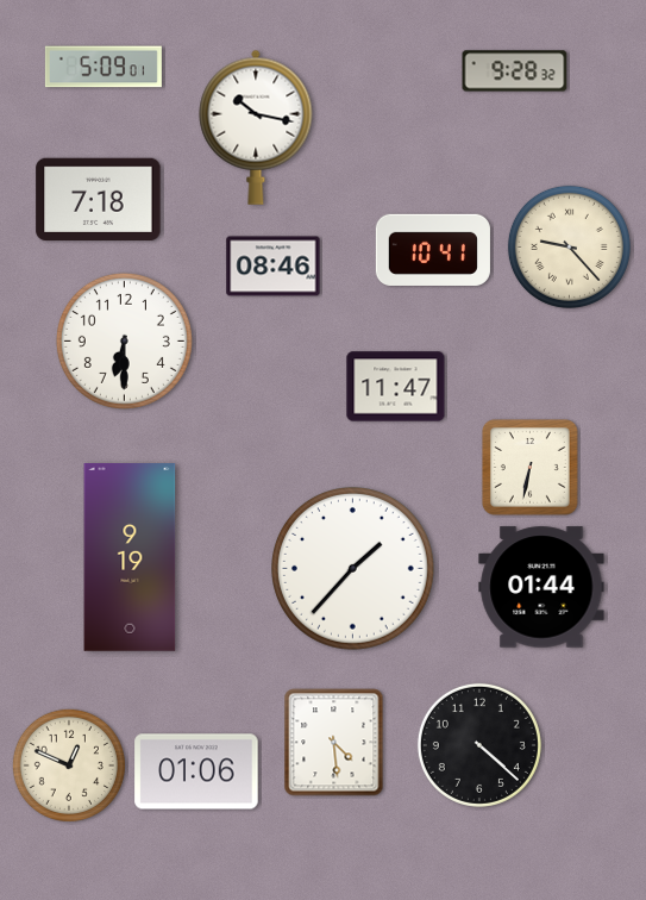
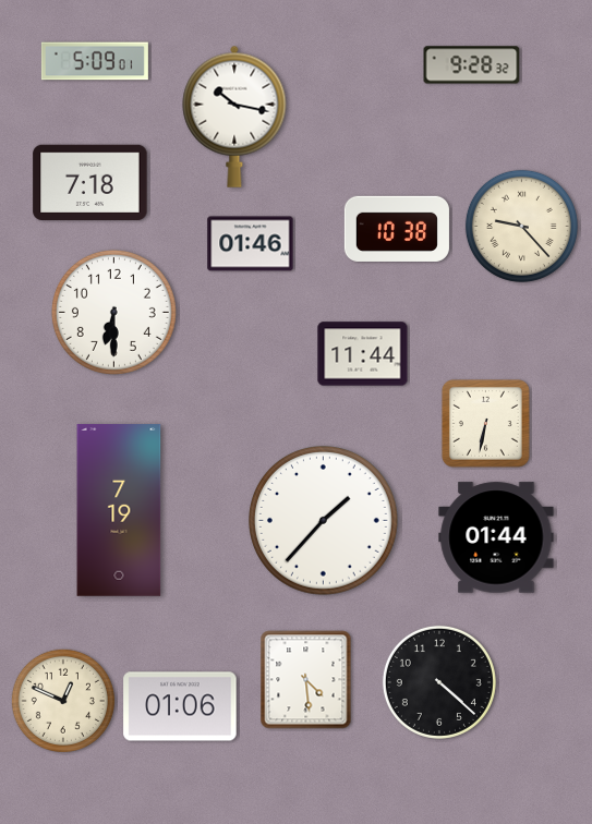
clock at (433, 250): 10:41 -> 10:38
clock at (274, 267): 08:46 -> 01:46
clock at (396, 387): 11:47 -> 11:44
clock at (529, 467) position: (529, 467) -> (485, 423)
clock at (130, 557): 9:19 -> 7:19
